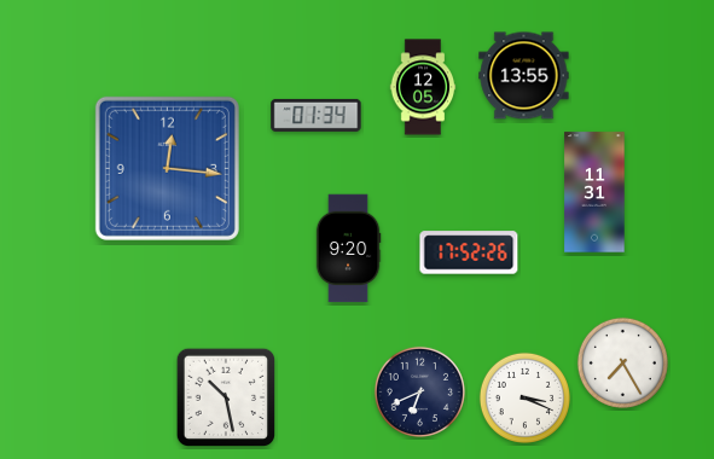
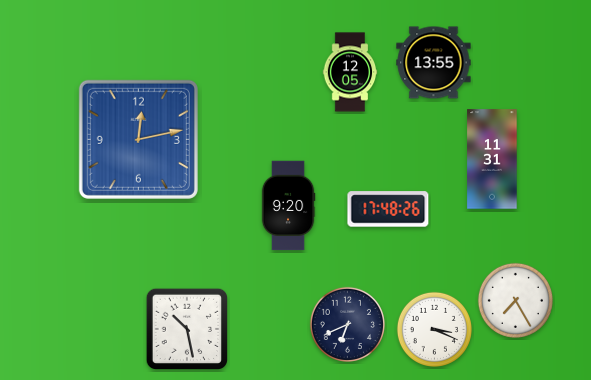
clock at (317, 115): 01:34 -> none
clock at (167, 168): 12:16 -> 12:13
clock at (469, 252): 17:52 -> 17:48
